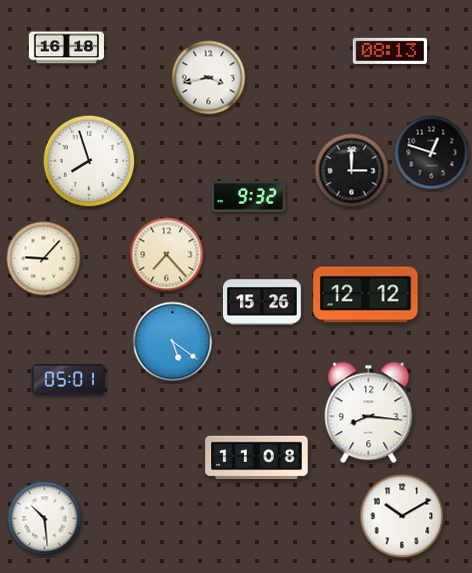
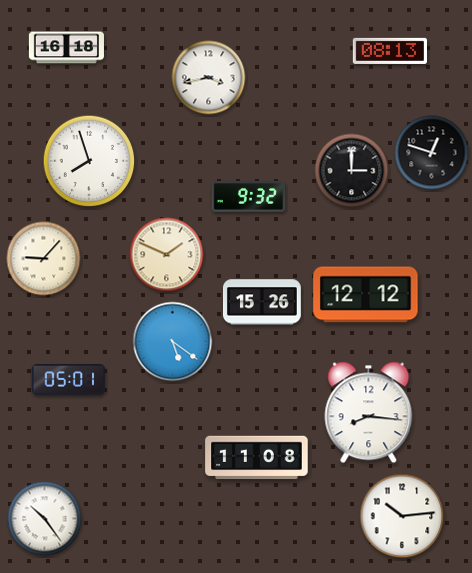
clock at (167, 255): 7:23 -> 1:49
clock at (402, 516): 10:10 -> 10:14
clock at (45, 519): 10:29 -> 10:24
